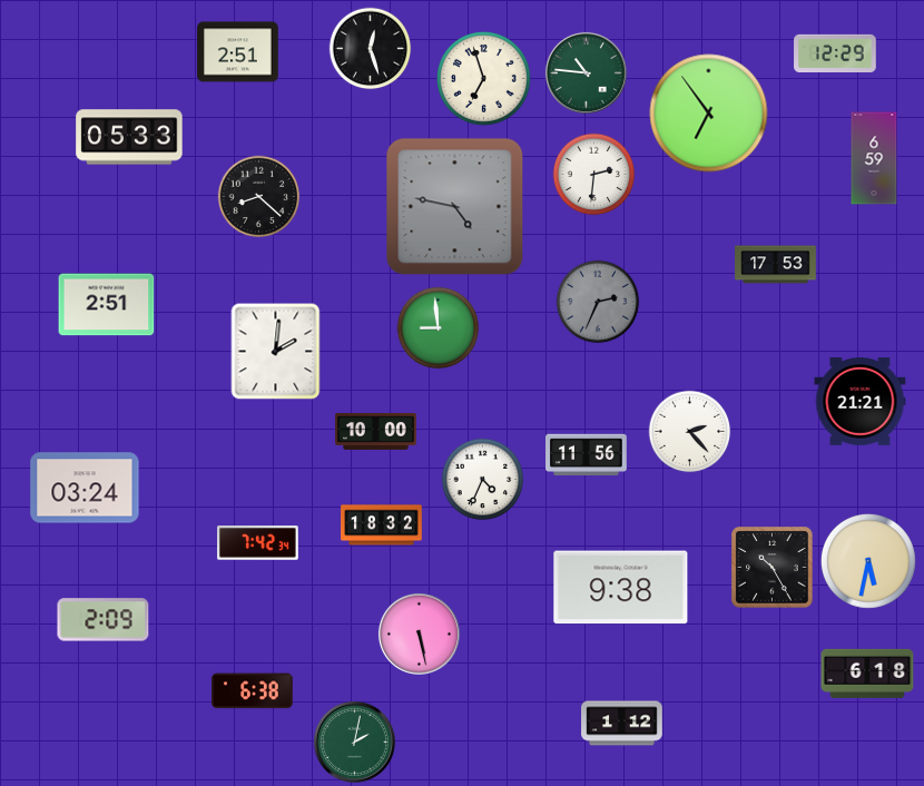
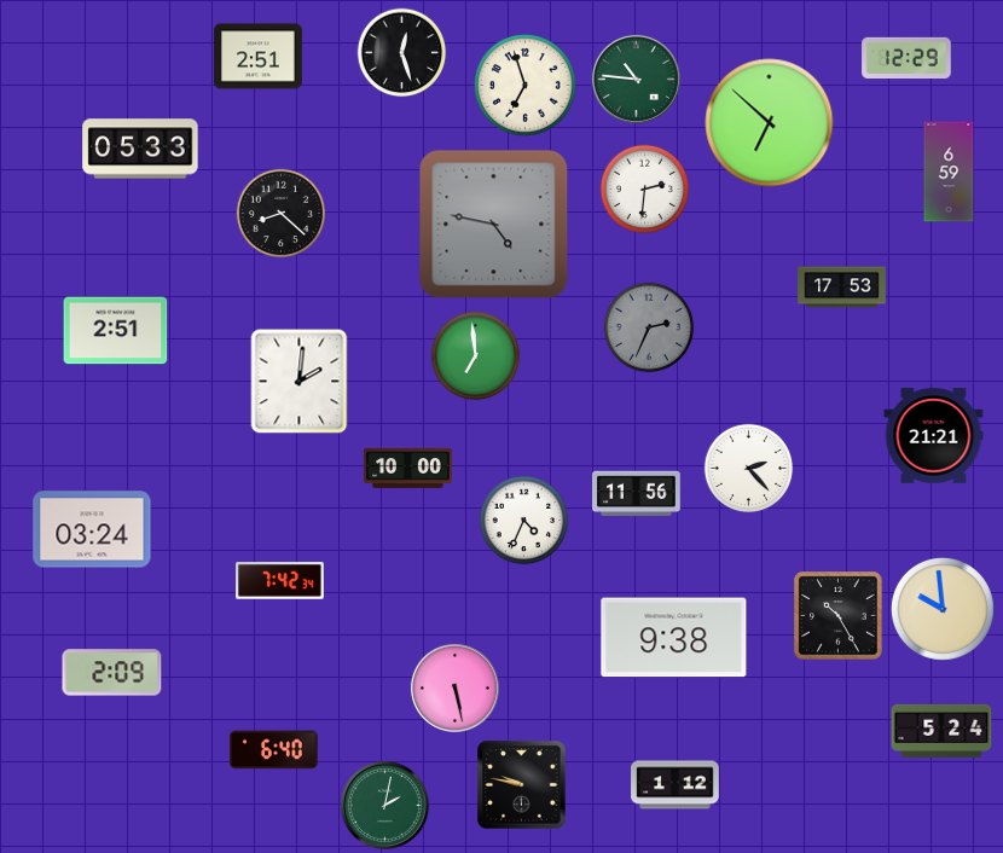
clock at (709, 114): 6:54 -> 6:52
clock at (439, 328): 8:59 -> 6:59
clock at (382, 525): 18:32 -> none
clock at (258, 543) position: (258, 543) -> (280, 581)
clock at (868, 561): 5:32 -> 9:59
clock at (867, 674): 6:18 -> 5:24
clock at (253, 691): 6:38 -> 6:40
clock at (522, 785): none -> 9:47
